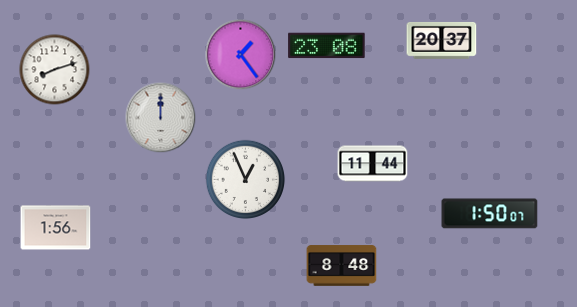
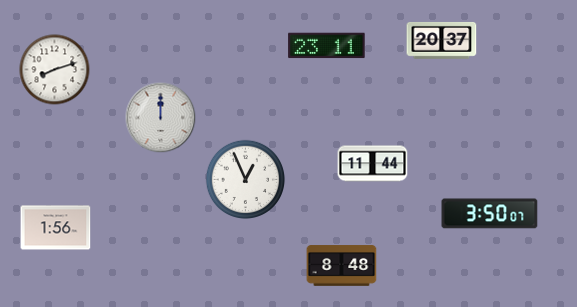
clock at (327, 46): 23:08 -> 23:11
clock at (241, 55): 1:24 -> none
clock at (490, 214): 1:50 -> 3:50
